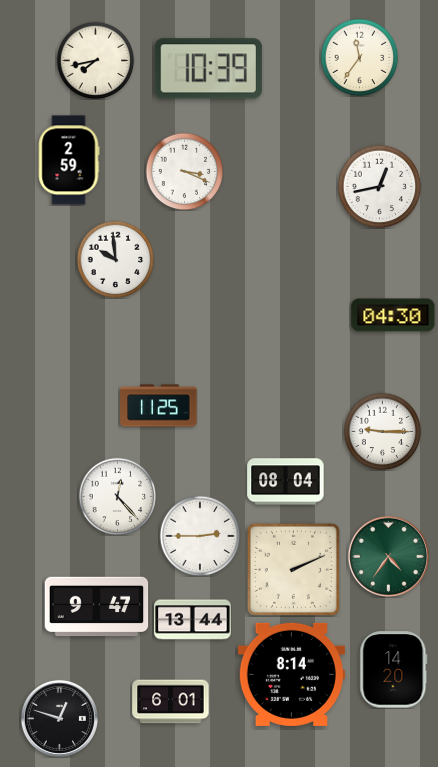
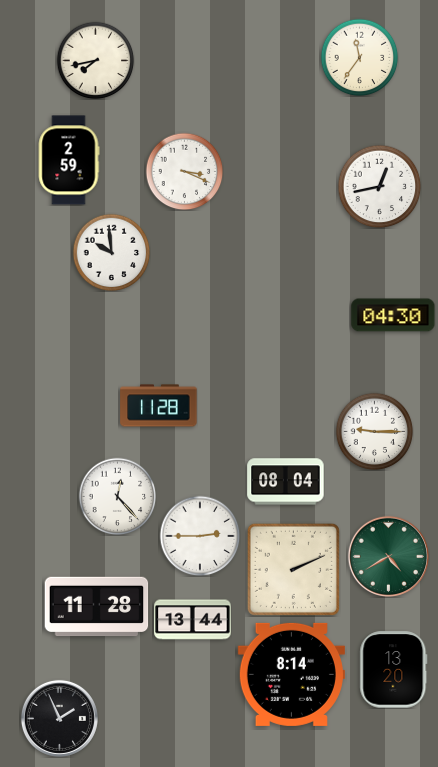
clock at (208, 69): 10:39 -> none
clock at (115, 259) position: (115, 259) -> (111, 252)
clock at (159, 406): 11:25 -> 11:28
clock at (382, 431) position: (382, 431) -> (374, 431)
clock at (388, 556): 4:36 -> 4:40
clock at (97, 607): 9:47 -> 11:28
clock at (394, 670): 14:20 -> 13:20
clock at (171, 702): 6:01 -> none
clock at (59, 718): 12:48 -> 1:56
